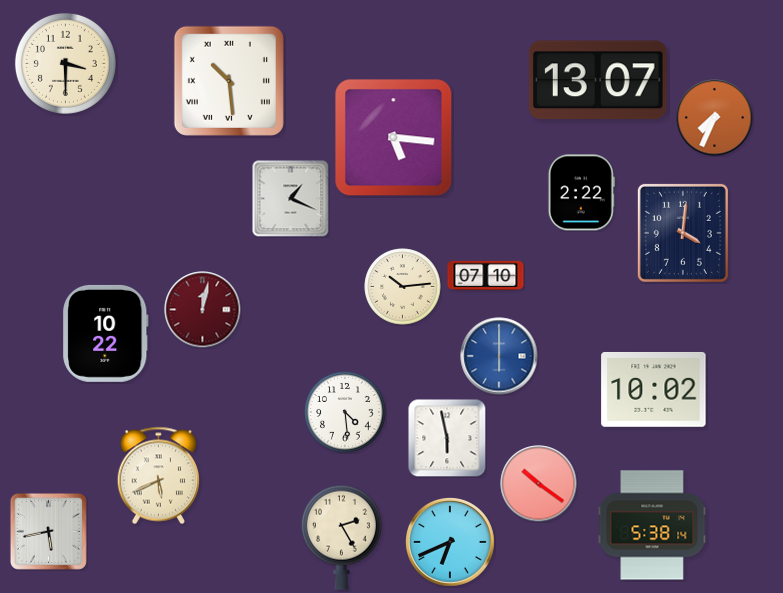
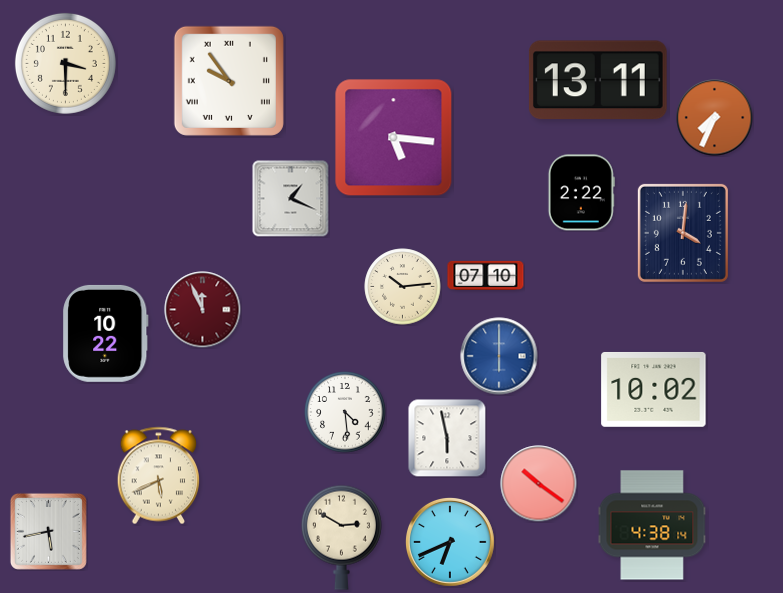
clock at (598, 80): 13:07 -> 13:11
clock at (229, 81): 10:29 -> 9:54
clock at (203, 310): 12:02 -> 11:56
clock at (652, 525): 5:38 -> 4:38
clock at (341, 537): 2:25 -> 2:50
